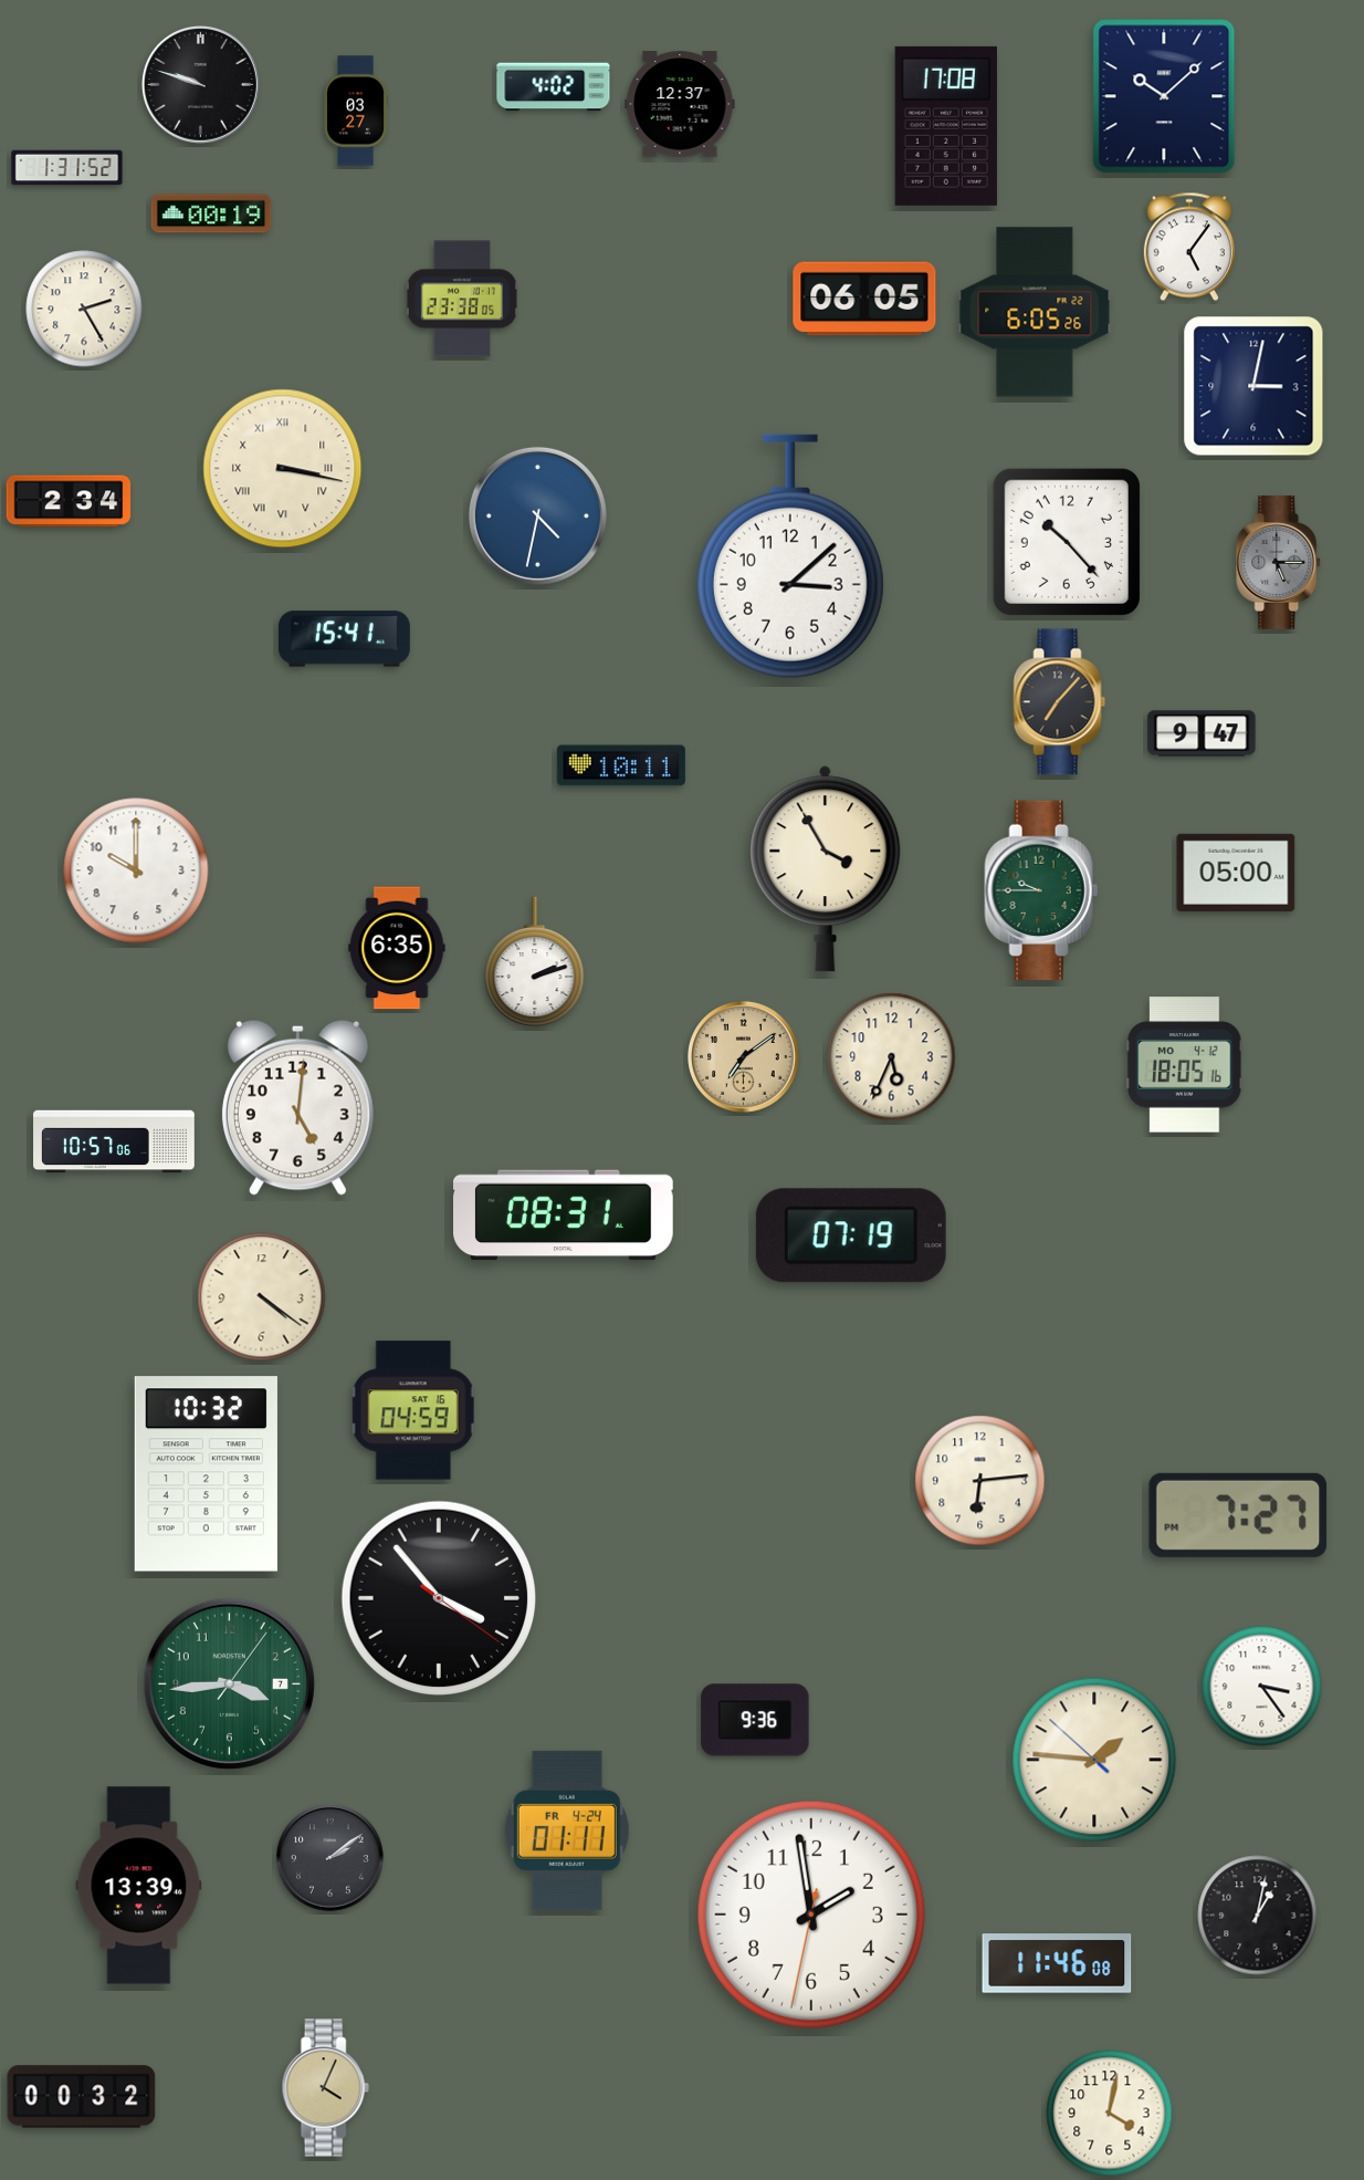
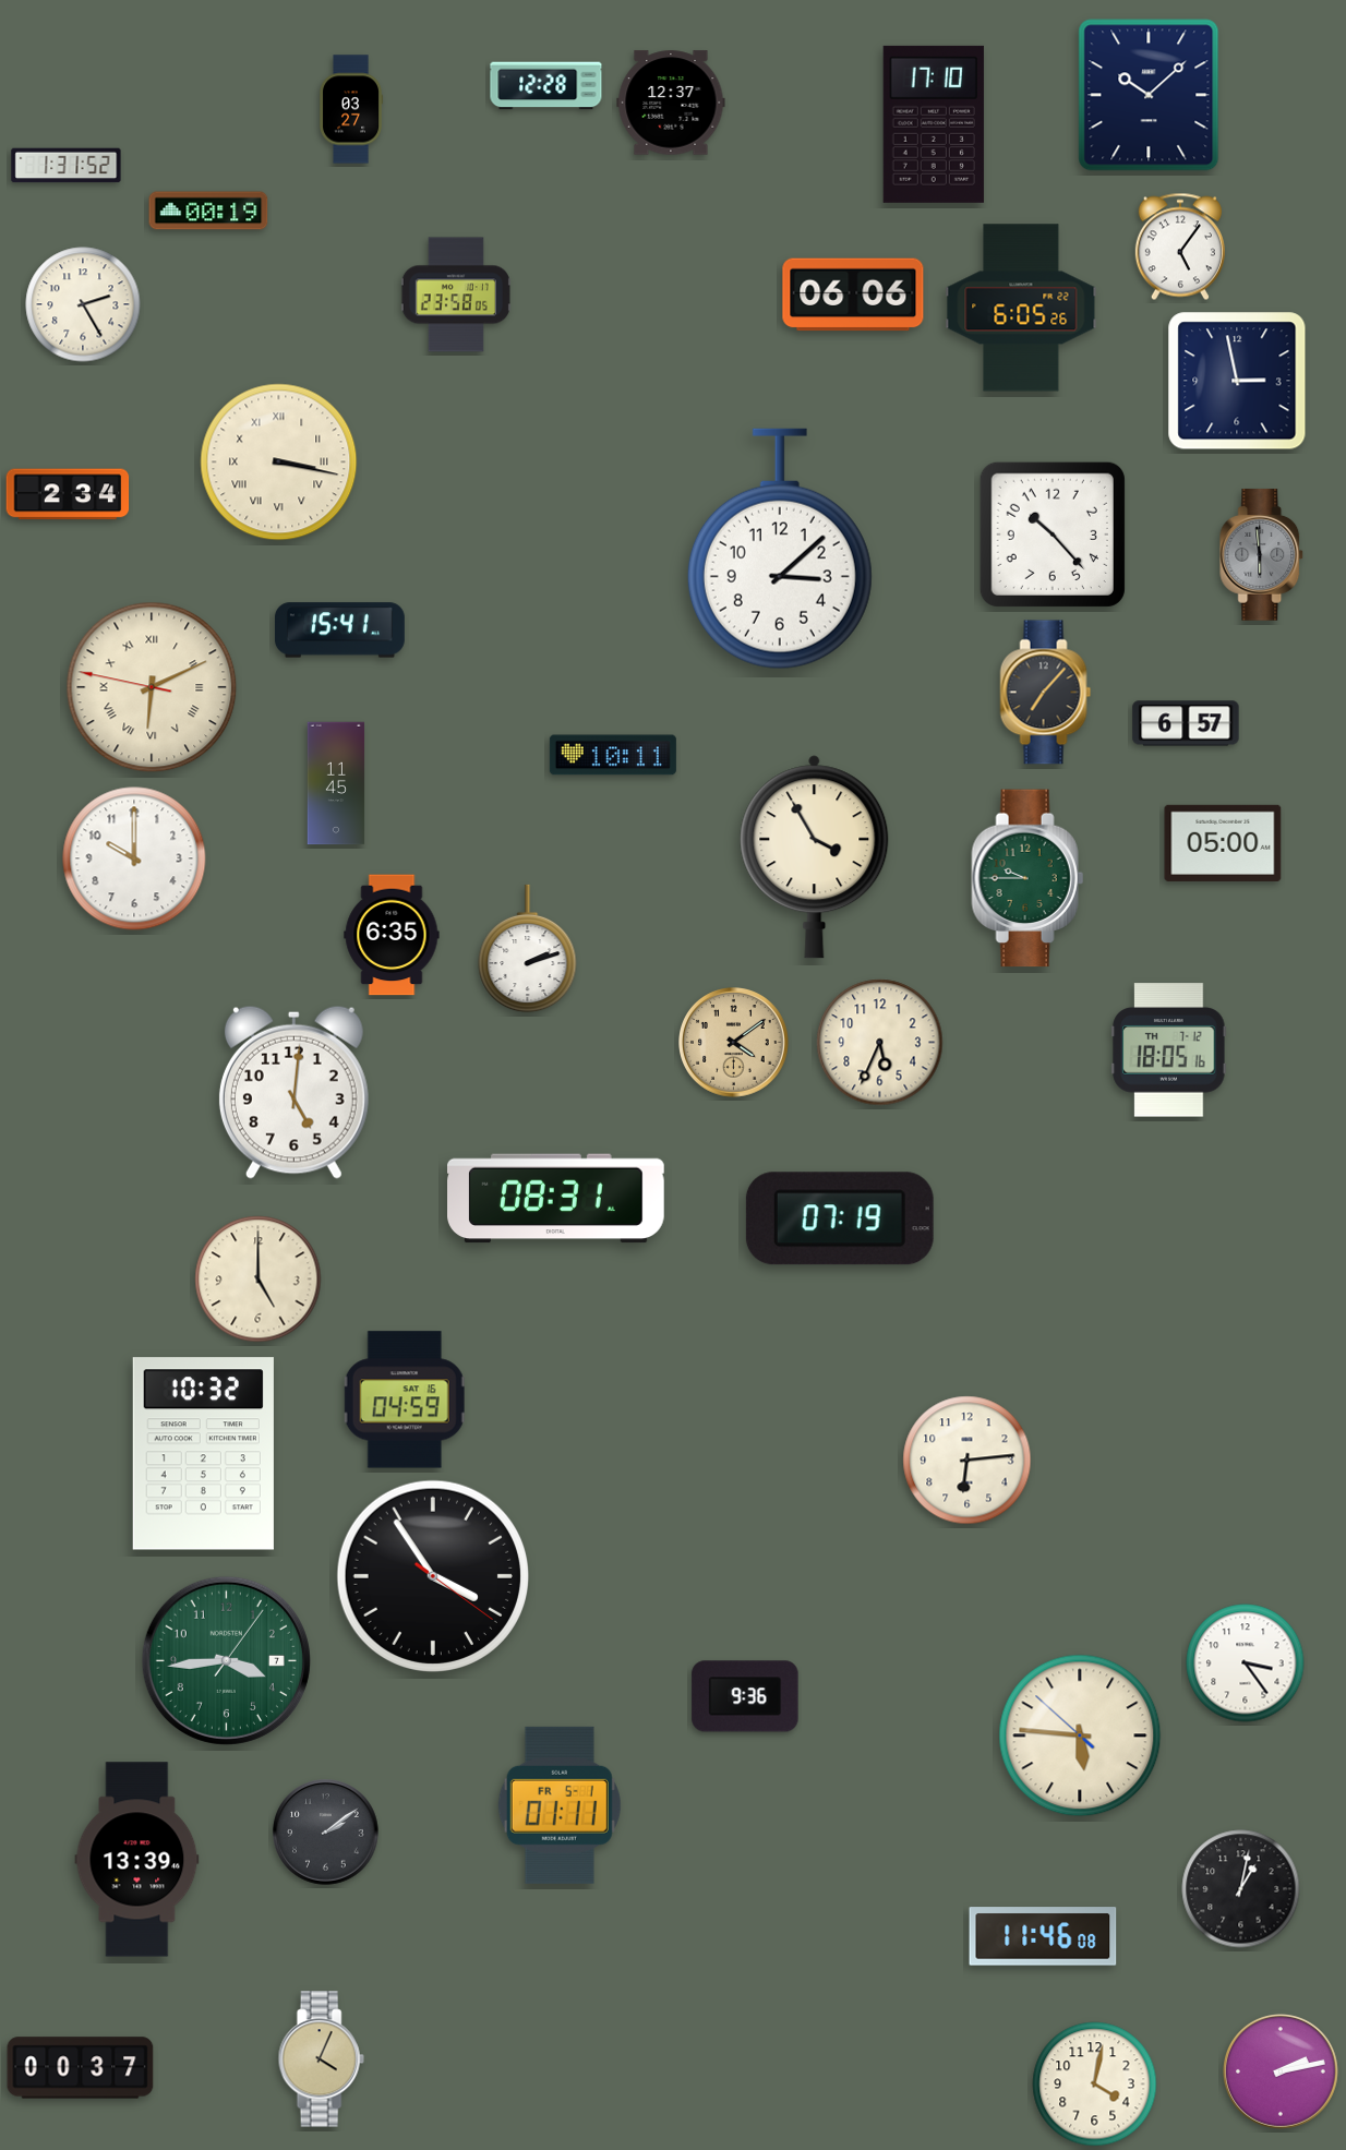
clock at (200, 84): 9:48 -> none
clock at (554, 87): 4:02 -> 12:28
clock at (946, 126): 17:08 -> 17:10
clock at (1189, 247) position: (1189, 247) -> (1180, 247)
clock at (462, 299): 23:38 -> 23:58
clock at (864, 299): 06:05 -> 06:06
clock at (1253, 386): 3:02 -> 2:58
clock at (537, 515): 4:32 -> none
clock at (1279, 563): 5:15 -> 5:59
clock at (152, 687): none -> 6:10
clock at (1202, 733): 9:47 -> 6:57
clock at (336, 783): none -> 11:45
clock at (1236, 873) position: (1236, 873) -> (1223, 843)
clock at (744, 1057): 7:09 -> 4:09
clock at (1185, 1065) date: MO 4-12 -> TH 7-12
clock at (114, 1141): 10:57 -> none
clock at (262, 1297): 4:21 -> 5:00
clock at (413, 1410) position: (413, 1410) -> (405, 1400)
clock at (1238, 1515): 7:27 -> none
clock at (438, 1597): 3:53 -> 3:54
clock at (1094, 1760): 1:45 -> 5:45
clock at (567, 1830) date: FR 4-24 -> FR 5-1
clock at (811, 1915): 1:58 -> none
clock at (82, 2097): 00:32 -> 00:37
clock at (1281, 2071): none -> 2:13
